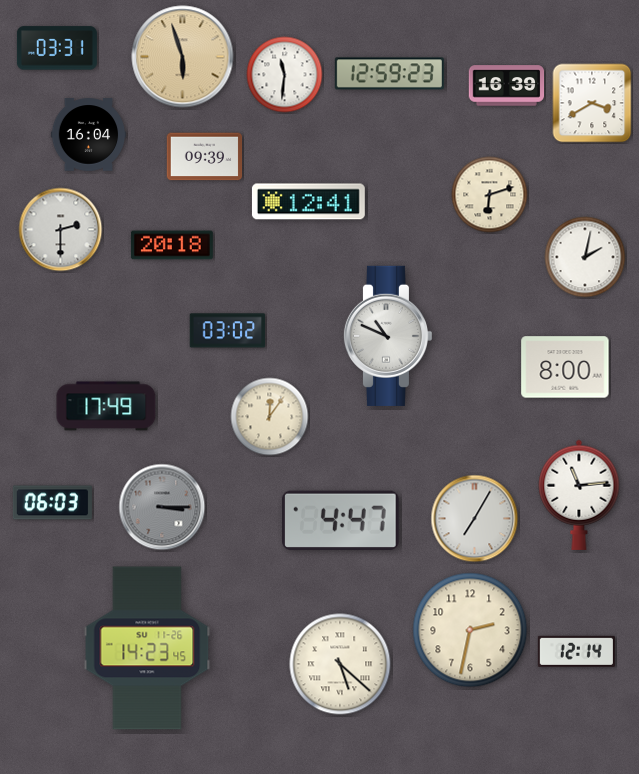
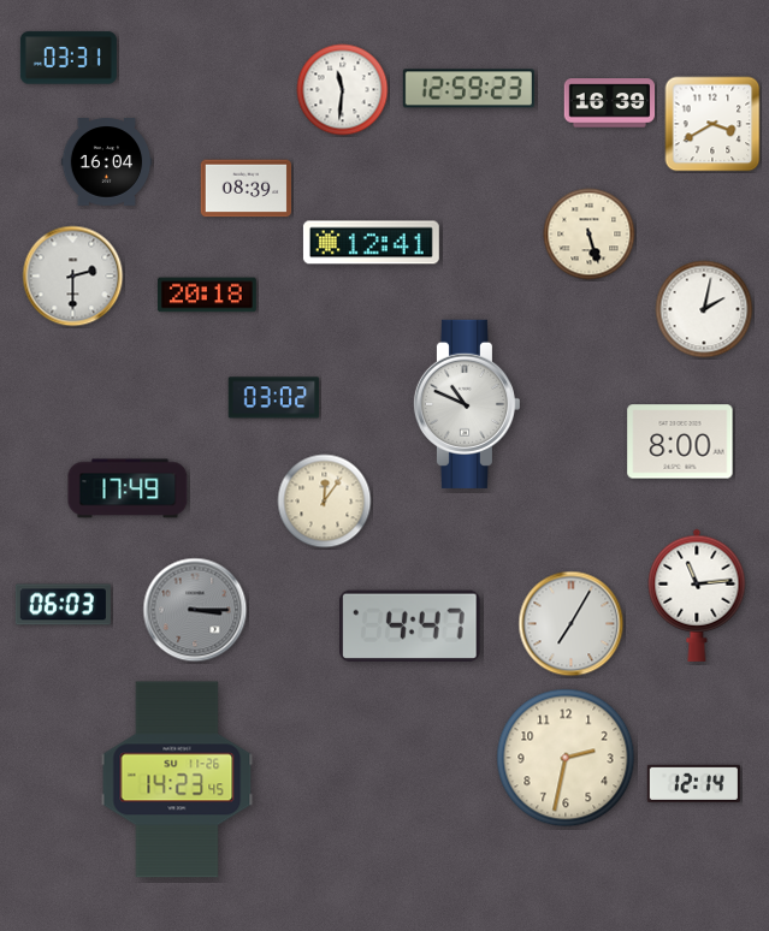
clock at (183, 57): 5:57 -> none
clock at (205, 157): 09:39 -> 08:39
clock at (490, 195): 6:12 -> 5:27
clock at (340, 664): 5:22 -> none
